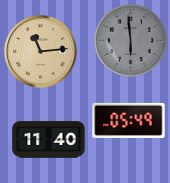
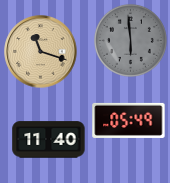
clock at (41, 52): 11:14 -> 11:18
